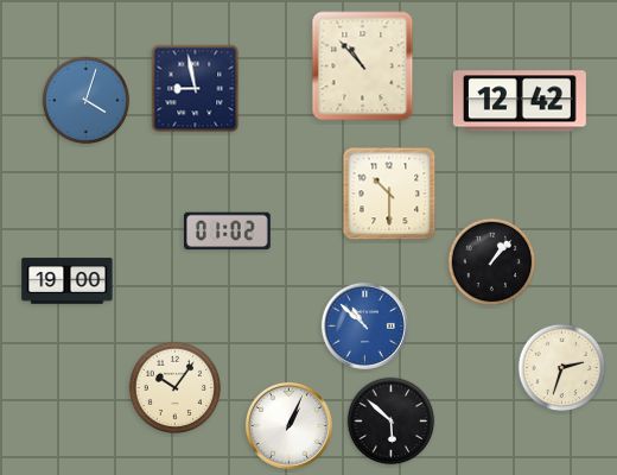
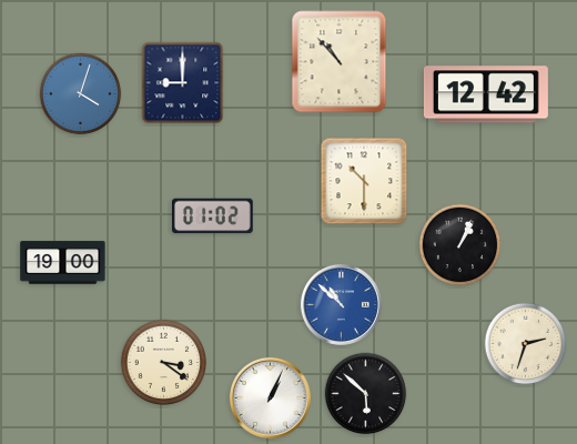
clock at (196, 89): 8:58 -> 9:00
clock at (492, 262): 1:07 -> 1:04
clock at (174, 387): 10:06 -> 3:21
